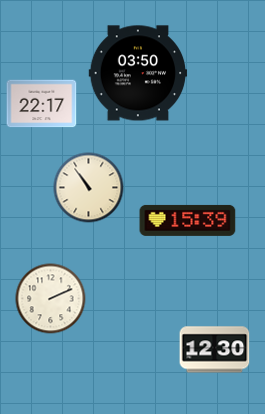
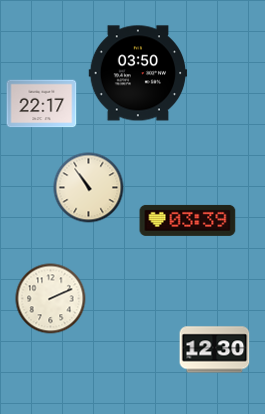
clock at (188, 220): 15:39 -> 03:39
